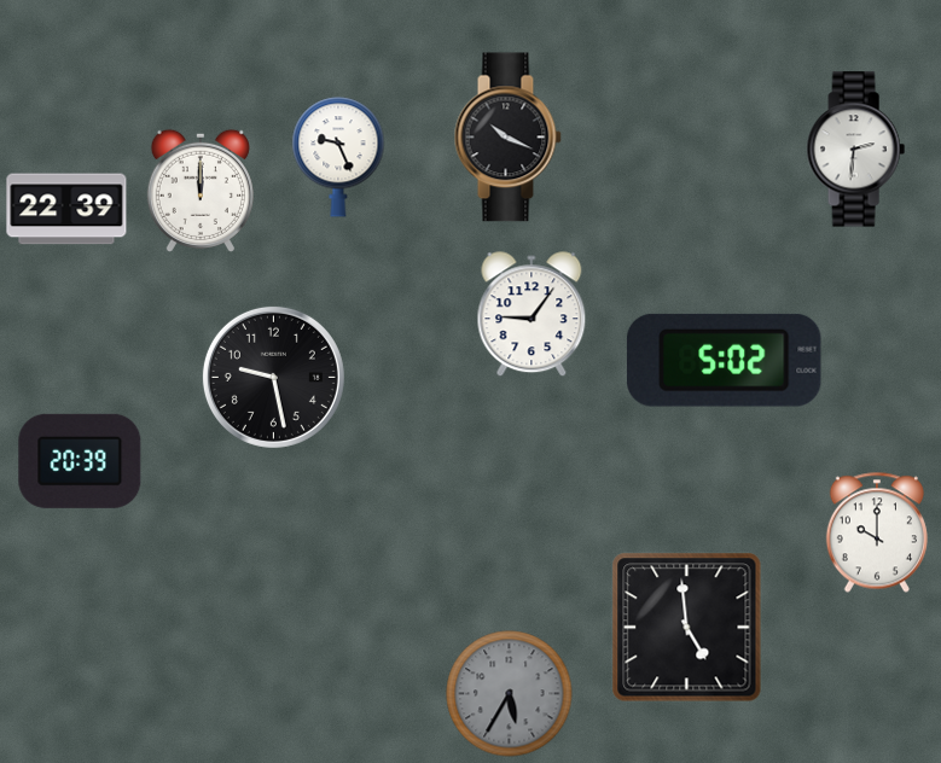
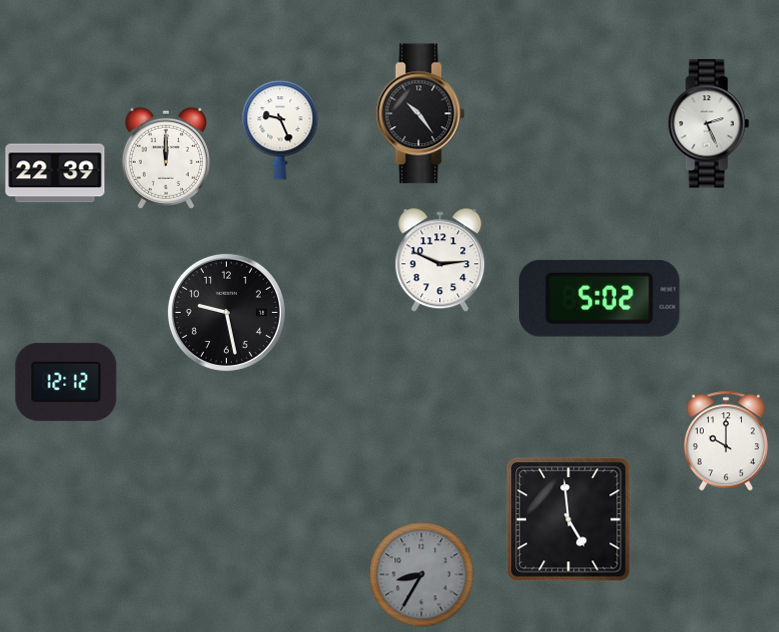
clock at (507, 138): 10:19 -> 10:24
clock at (855, 150): 2:31 -> 2:26
clock at (532, 315): 9:06 -> 2:49
clock at (80, 461): 20:39 -> 12:12
clock at (510, 694): 5:35 -> 8:35
